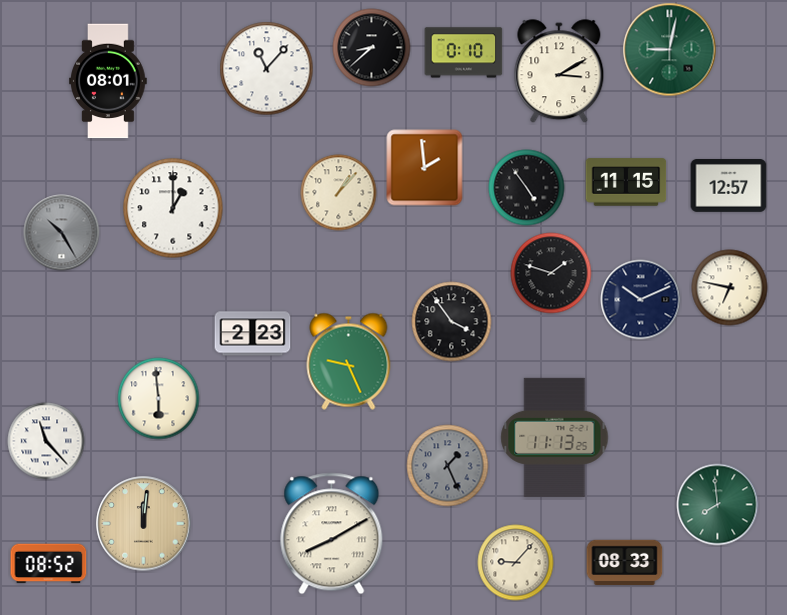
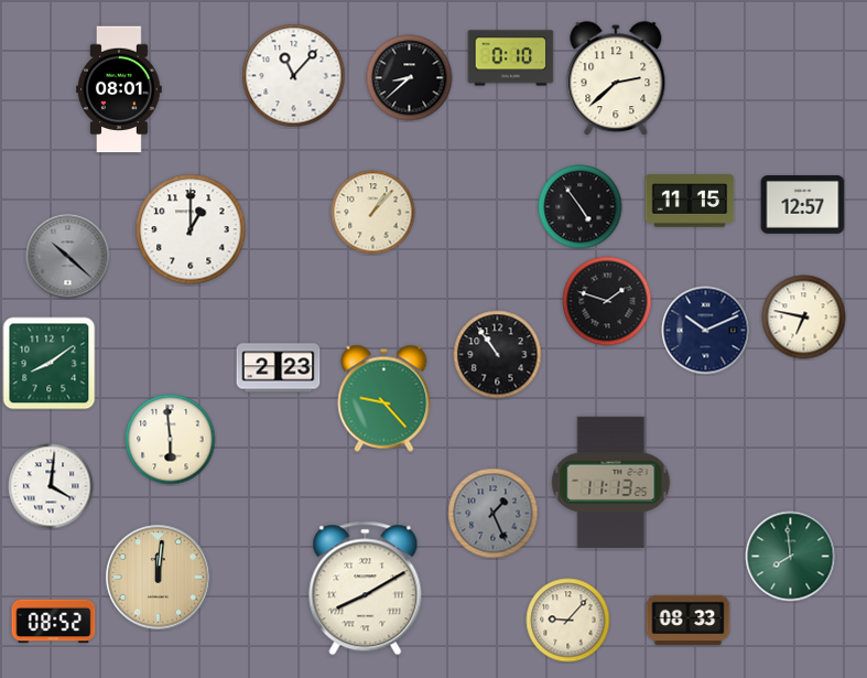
clock at (372, 48) position: (372, 48) -> (410, 78)
clock at (670, 50): 9:02 -> none
clock at (559, 72): 3:10 -> 2:38
clock at (425, 168): 1:59 -> none
clock at (62, 233): 10:25 -> 10:22
clock at (452, 322): 3:54 -> 10:54
clock at (50, 364): none -> 8:09
clock at (349, 361): 9:26 -> 9:23
clock at (159, 399) position: (159, 399) -> (171, 440)
clock at (46, 441): 11:23 -> 4:01
